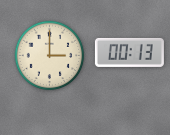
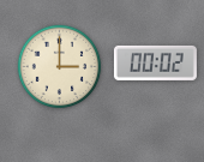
clock at (129, 52): 00:13 -> 00:02
